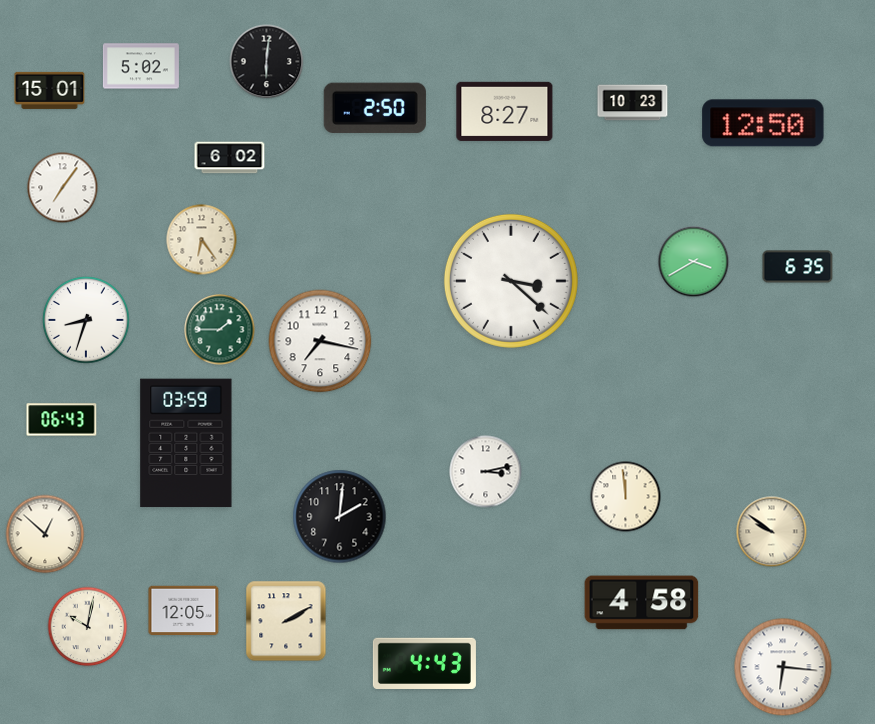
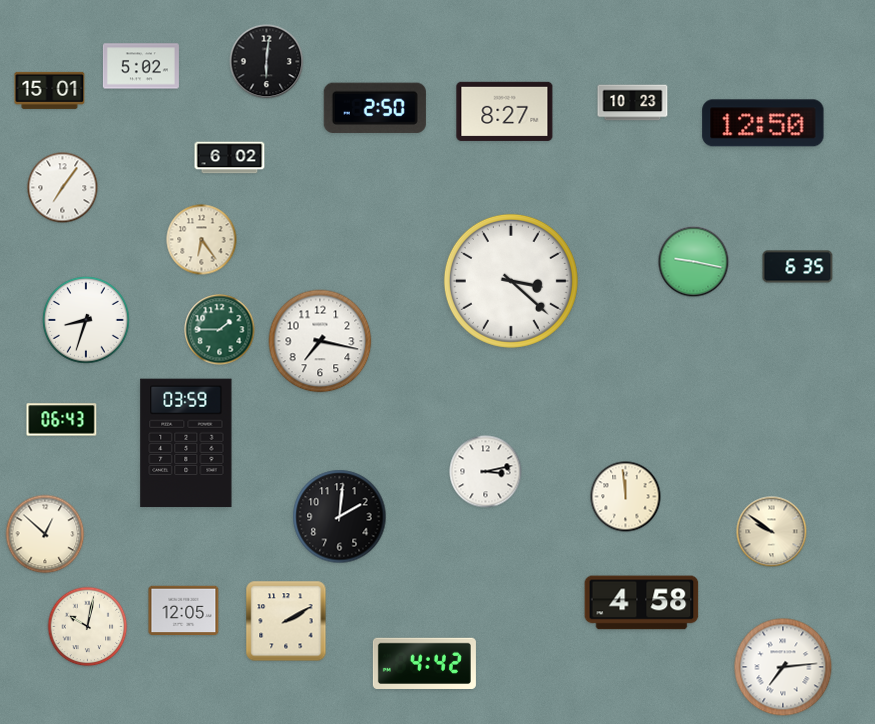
clock at (694, 262): 3:40 -> 9:17
clock at (424, 663): 4:43 -> 4:42
clock at (783, 667): 6:16 -> 7:14
